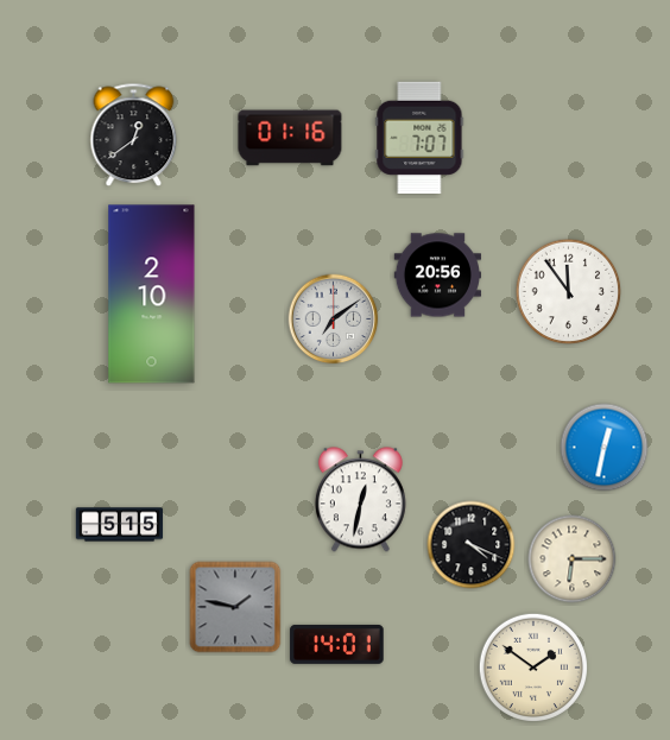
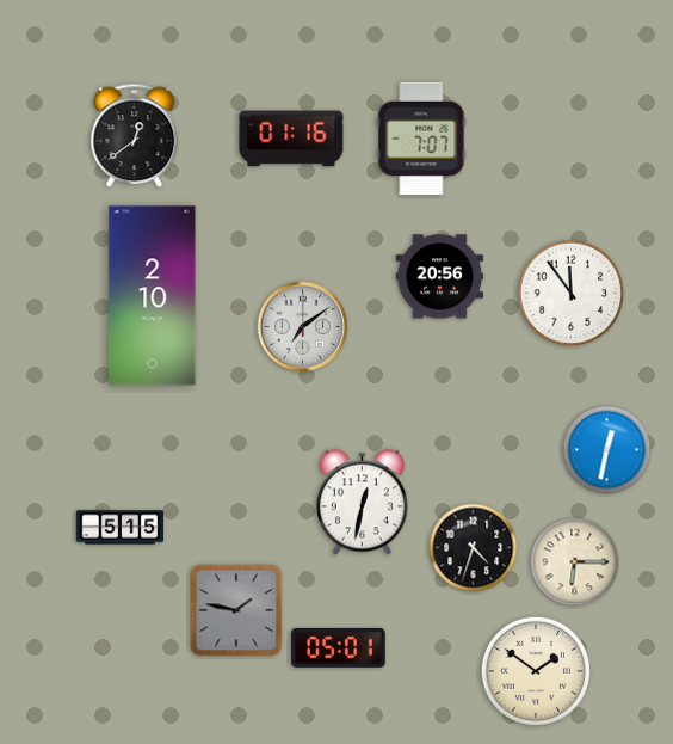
clock at (334, 320) position: (334, 320) -> (303, 327)
clock at (472, 545): 4:19 -> 4:33
clock at (337, 644): 14:01 -> 05:01
